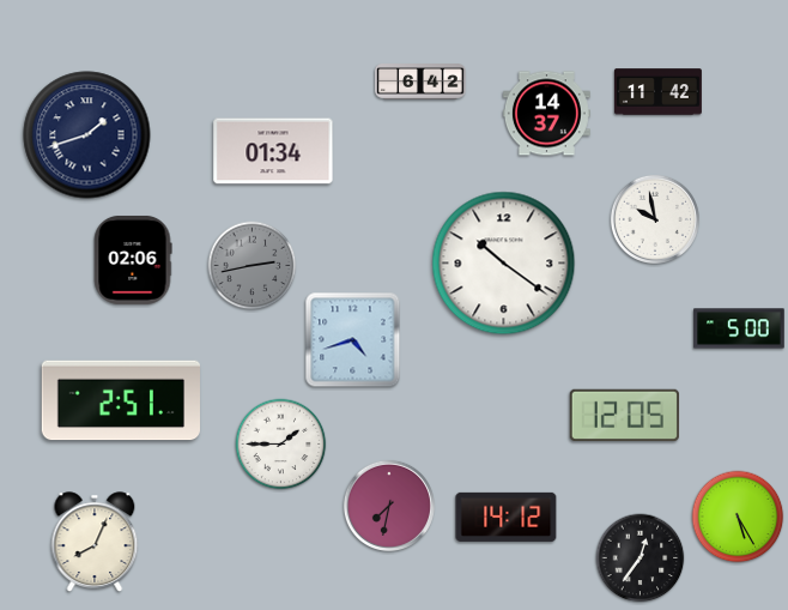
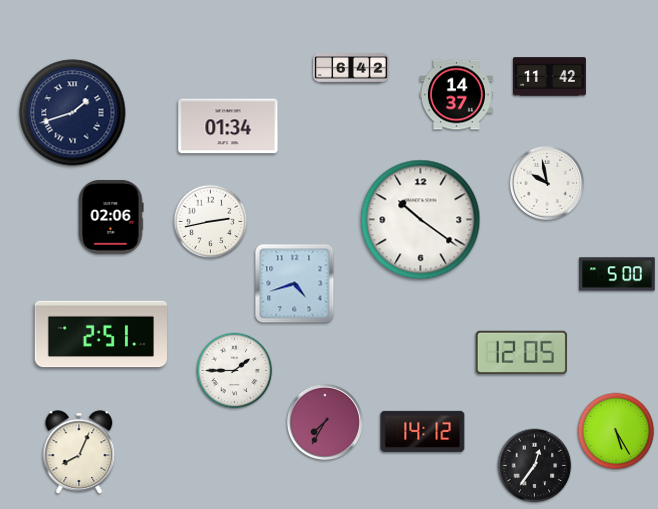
clock at (253, 266) dial: grey -> white
clock at (624, 415) position: (624, 415) -> (521, 352)
clock at (389, 506): 7:32 -> 7:35
